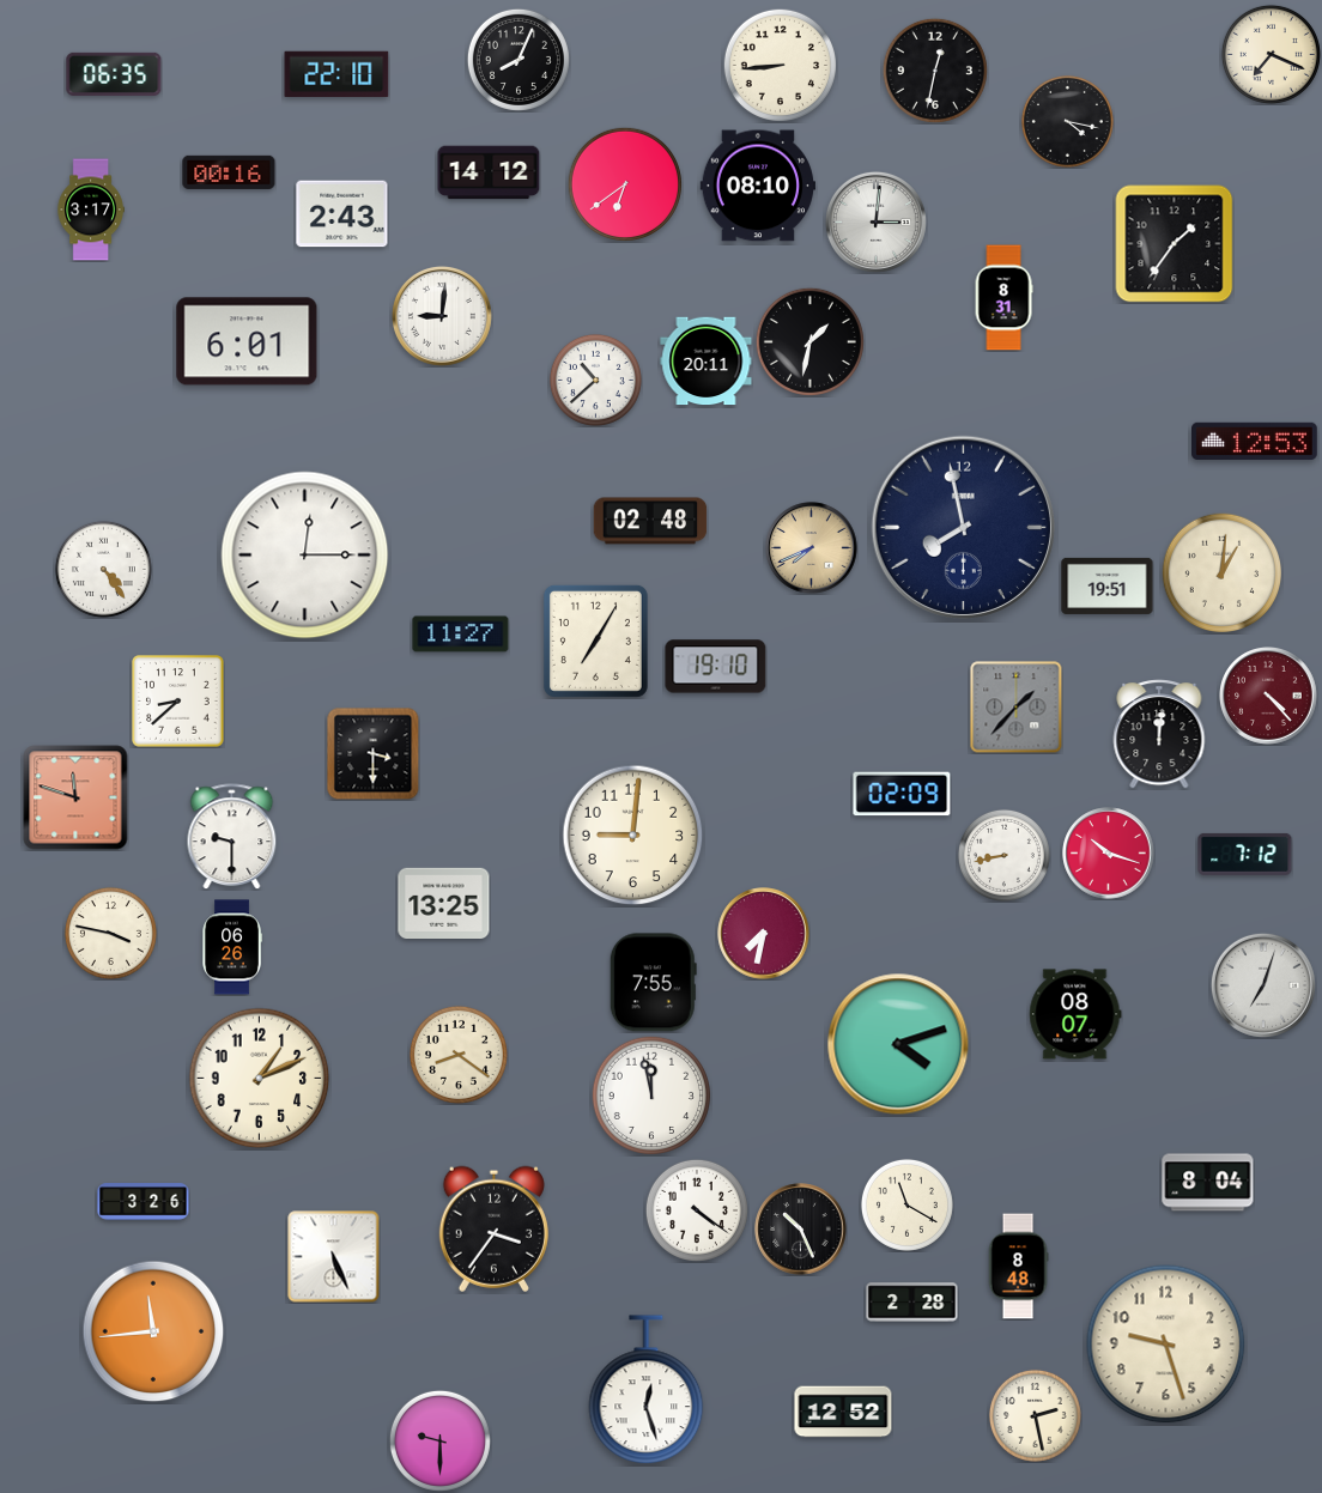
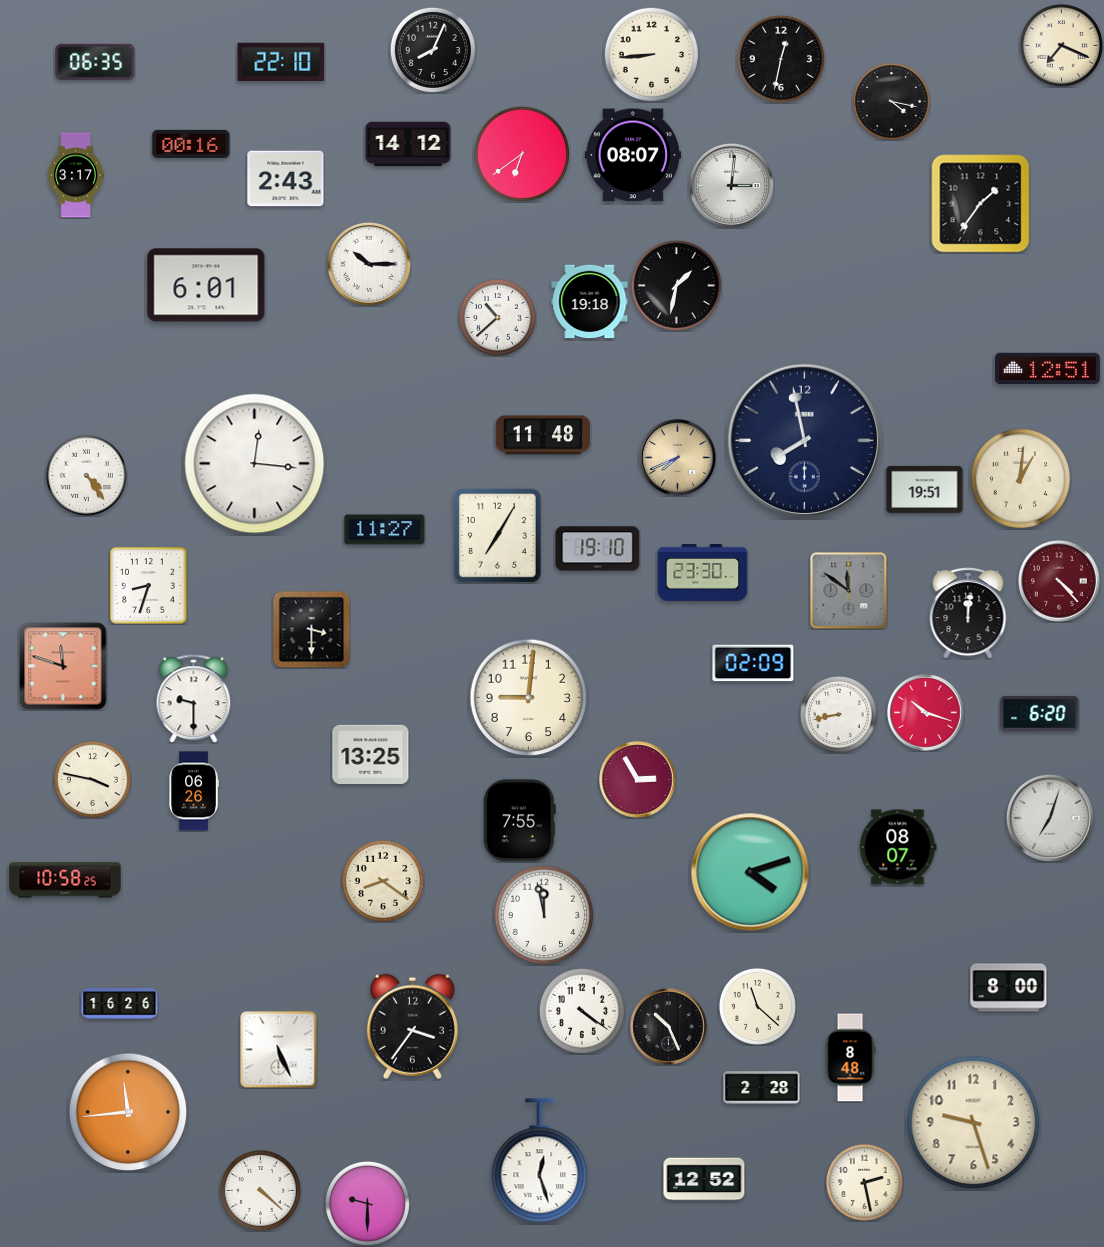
clock at (757, 186): 08:10 -> 08:07
clock at (1003, 298): 8:31 -> none
clock at (442, 316): 9:01 -> 10:15
clock at (707, 362): 20:11 -> 19:18
clock at (1255, 441): 12:53 -> 12:51
clock at (650, 521): 02:48 -> 11:48
clock at (305, 556): 12:15 -> 12:16
clock at (716, 667) position: (716, 667) -> (598, 549)
clock at (703, 573): none -> 23:30
clock at (178, 702): 8:38 -> 8:33
clock at (1017, 708): 1:37 -> 11:51
clock at (1245, 854): 7:12 -> 6:20
clock at (764, 934): 7:32 -> 2:55
clock at (653, 983) position: (653, 983) -> (519, 821)
clock at (1263, 985) position: (1263, 985) -> (1050, 818)
clock at (65, 880): none -> 10:58
clock at (260, 1079): 1:11 -> none
clock at (1208, 1183): 8:04 -> 8:00
clock at (144, 1202): 3:26 -> 16:26
clock at (906, 1204): 11:20 -> 11:22
clock at (260, 1190): none -> 4:22
